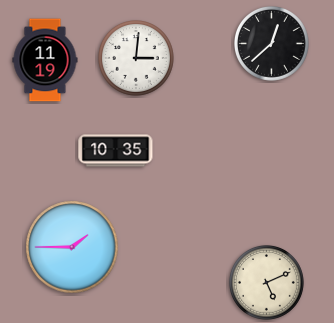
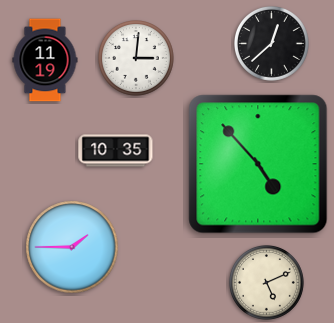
clock at (258, 164): none -> 4:53
